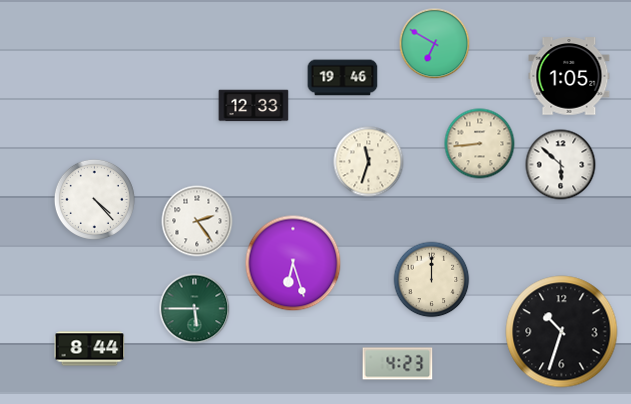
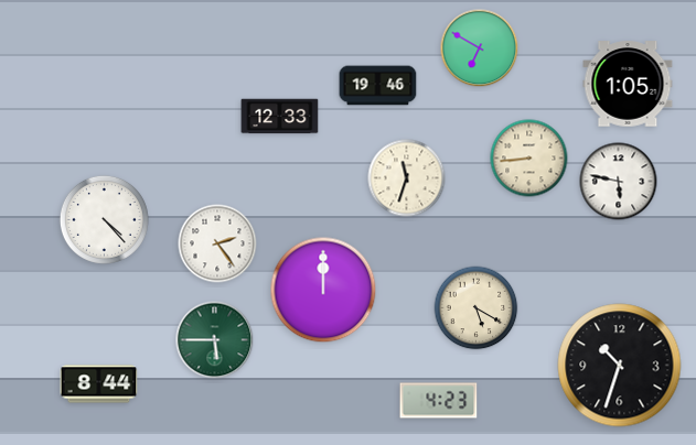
clock at (561, 165): 5:52 -> 5:47
clock at (293, 263): 6:27 -> 12:00
clock at (432, 280): 12:00 -> 5:20
